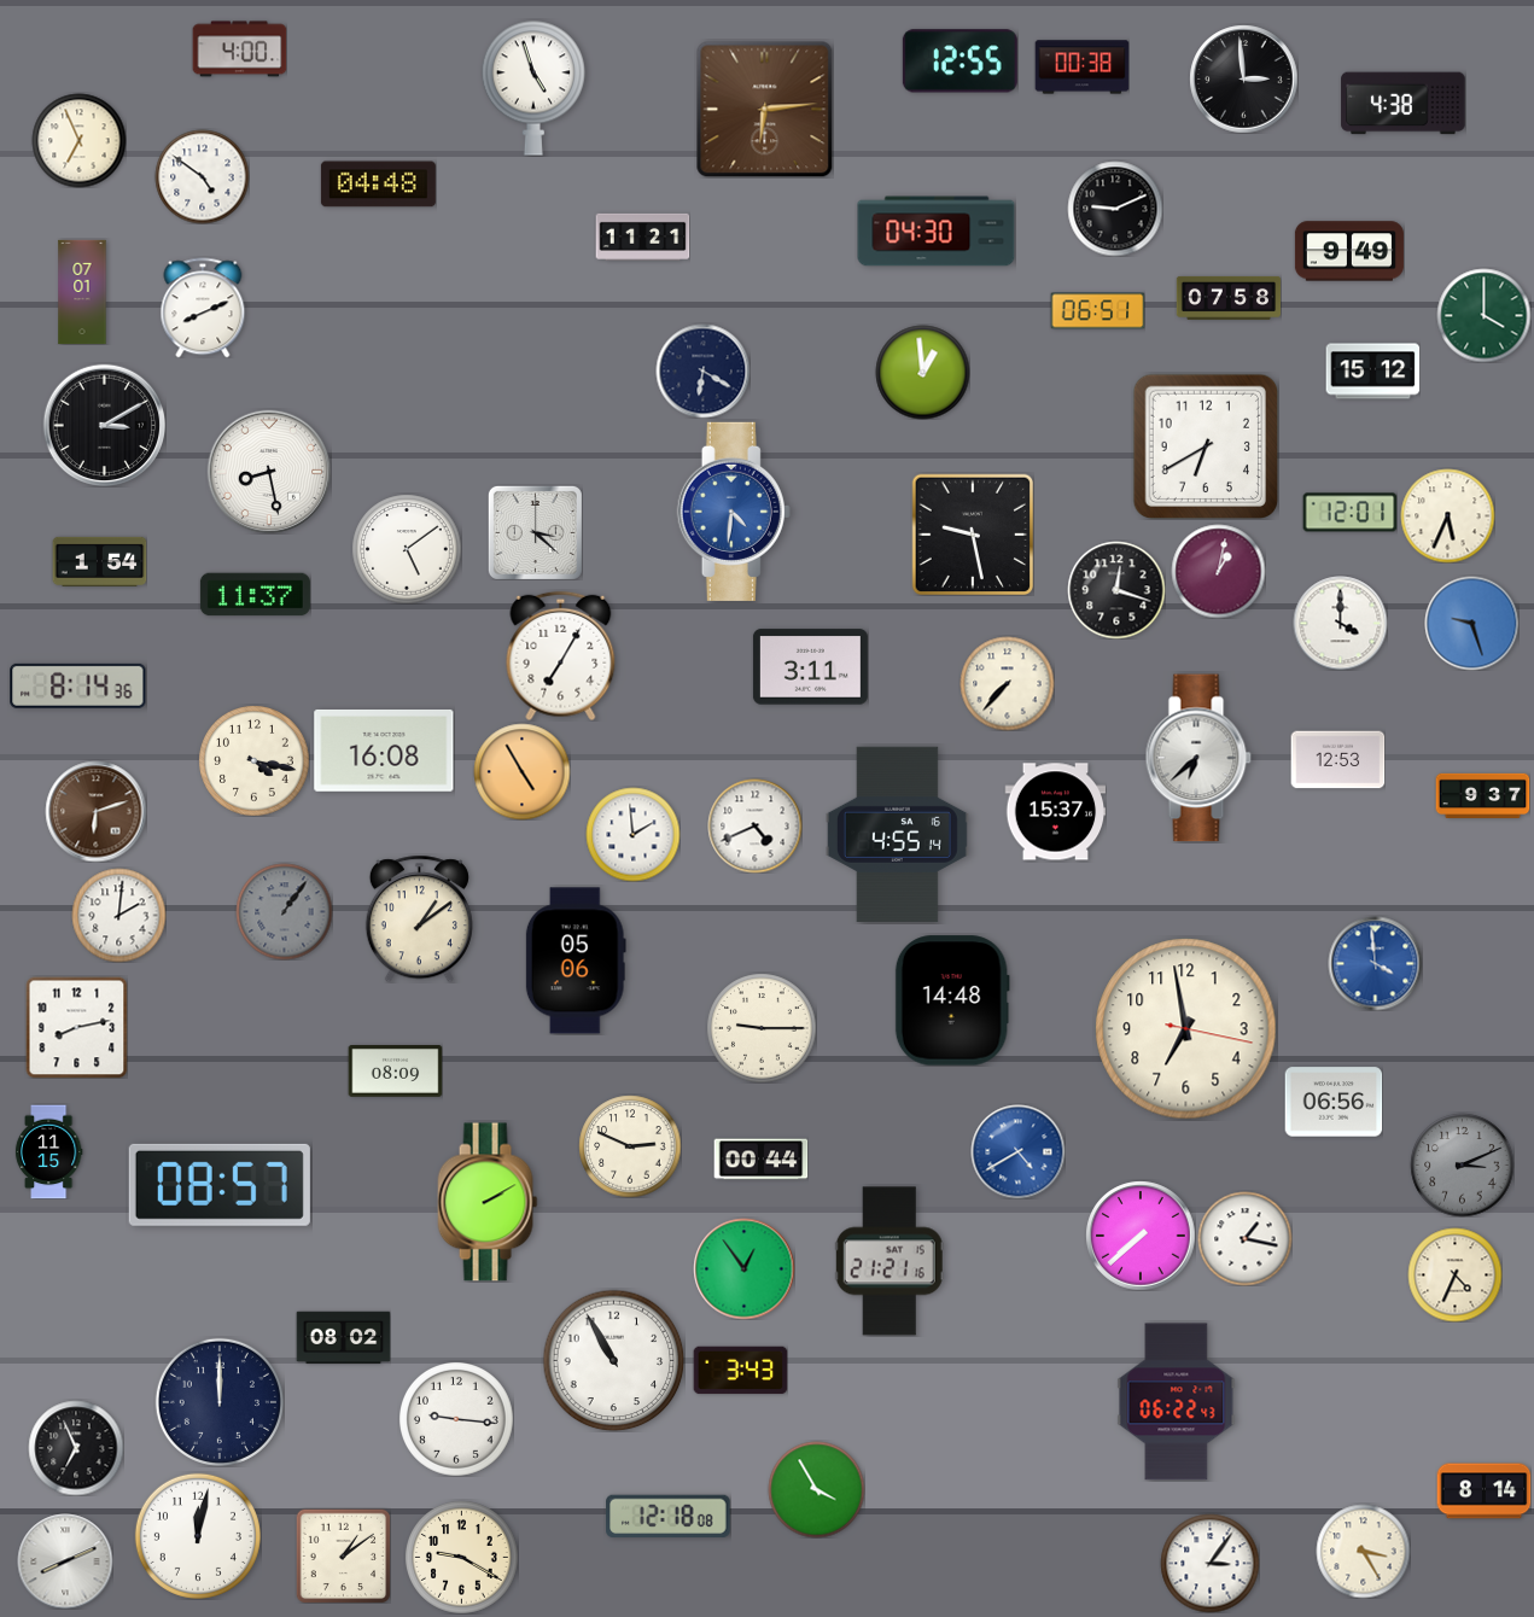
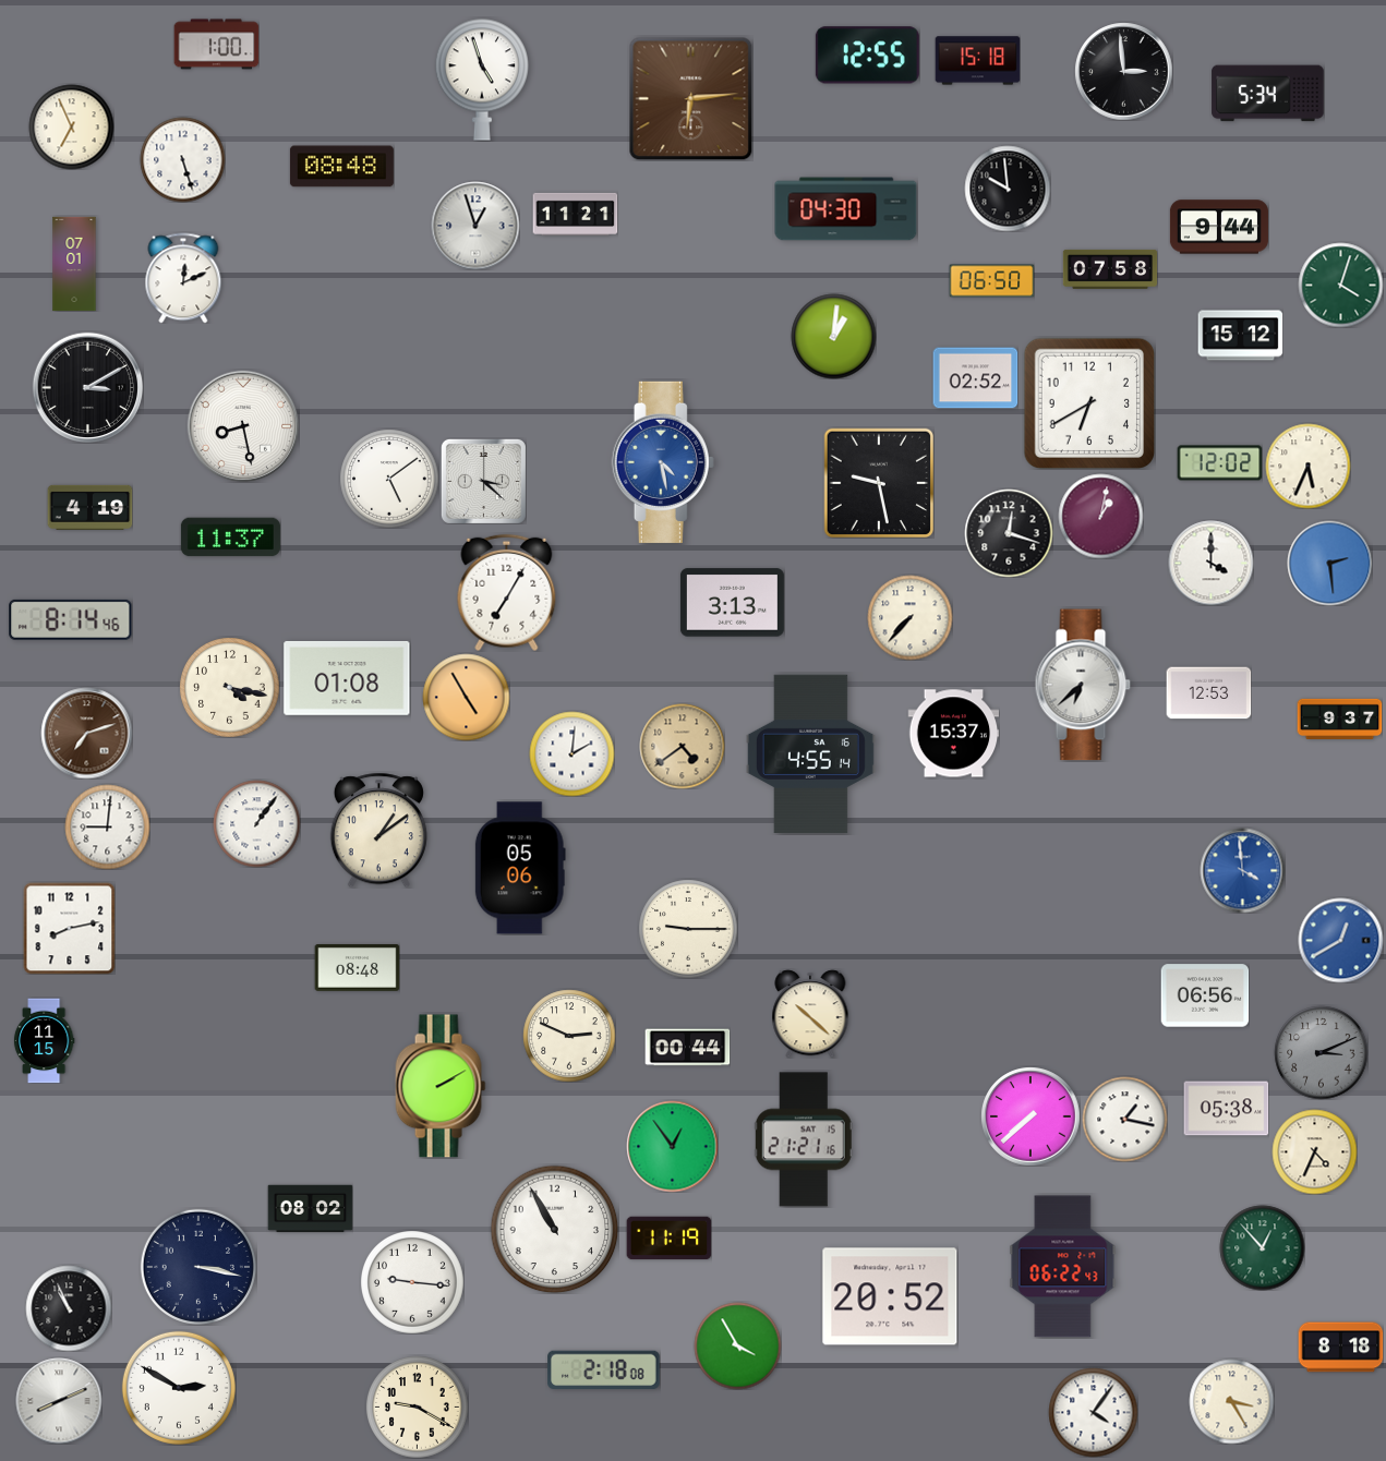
clock at (239, 49): 4:00 -> 1:00
clock at (1081, 68): 00:38 -> 15:18
clock at (1404, 104): 4:38 -> 5:34
clock at (202, 176): 4:51 -> 5:27
clock at (378, 185): 04:48 -> 08:48
clock at (1115, 209): 9:11 -> 9:59
clock at (642, 237) position: (642, 237) -> (575, 214)
clock at (475, 226): none -> 12:57
clock at (1349, 251): 9:49 -> 9:44
clock at (203, 308): 8:11 -> 12:11
clock at (1097, 311): 06:51 -> 06:50
clock at (1483, 315): 4:00 -> 4:03
clock at (702, 370): 6:20 -> none
clock at (922, 372): 12:59 -> 1:01
clock at (975, 378): none -> 02:52
clock at (104, 425) position: (104, 425) -> (87, 387)
clock at (734, 512): 4:31 -> 4:28
clock at (1349, 513): 12:01 -> 12:02
clock at (407, 549) position: (407, 549) -> (389, 479)
clock at (99, 561): 1:54 -> 4:19
clock at (1471, 623): 9:27 -> 2:29
clock at (810, 667): 3:11 -> 3:13
clock at (78, 685): 8:14:36 -> 8:14:46
clock at (384, 751): 16:08 -> 01:08
clock at (1337, 760) position: (1337, 760) -> (1208, 693)
clock at (521, 771) position: (521, 771) -> (466, 697)
clock at (95, 811): 6:12 -> 7:12
clock at (754, 825): 4:41 -> 4:39
clock at (754, 825) dial: white -> champagne
clock at (632, 834): 1:59 -> 2:01
clock at (284, 911) dial: grey -> white
clock at (118, 915): 2:01 -> 9:01
clock at (952, 1000): 14:48 -> none
clock at (1186, 1029): 6:58 -> none
clock at (1340, 940): none -> 12:40
clock at (395, 1072): 08:09 -> 08:48
clock at (810, 1014): none -> 10:22
clock at (1017, 1151): 4:40 -> none
clock at (220, 1185): 08:57 -> none
clock at (1226, 1109): none -> 05:38
clock at (740, 1371): 3:43 -> 11:19
clock at (1262, 1247): none -> 12:53
clock at (220, 1402): 12:00 -> 3:17
clock at (890, 1296): none -> 20:52
clock at (76, 1448): 6:56 -> 10:56
clock at (1483, 1492): 8:14 -> 8:18
clock at (669, 1517): 12:18 -> 2:18
clock at (198, 1536): 12:02 -> 2:50
clock at (343, 1555): 1:09 -> none
clock at (65, 1561) position: (65, 1561) -> (59, 1401)
clock at (1209, 1563): 3:06 -> 4:06
